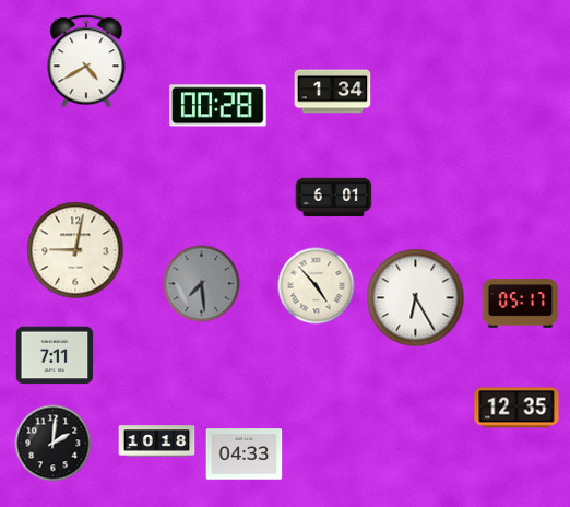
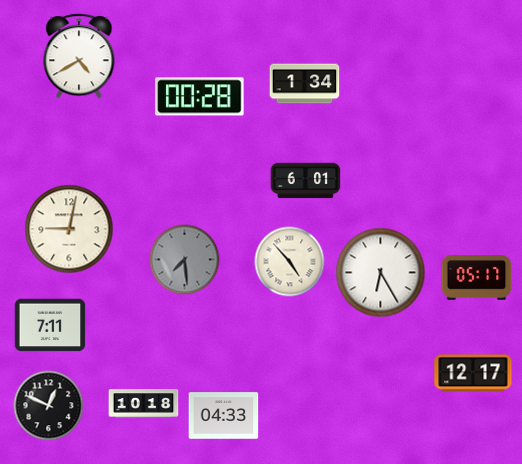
clock at (516, 408): 12:35 -> 12:17
clock at (54, 444): 2:01 -> 12:49
